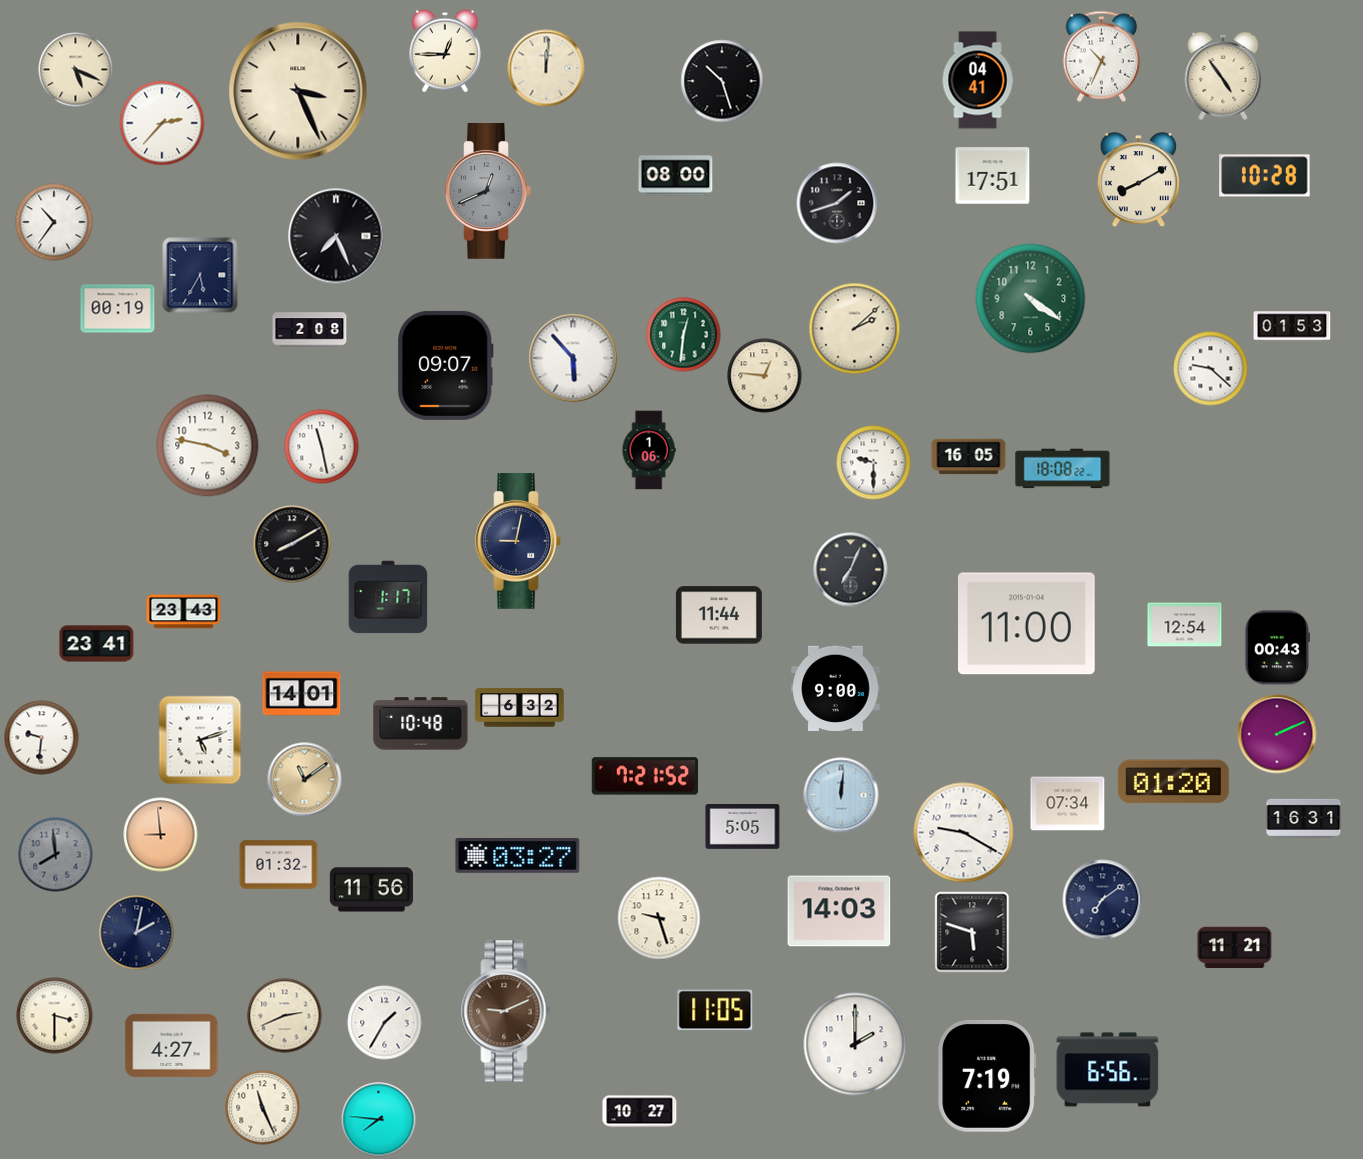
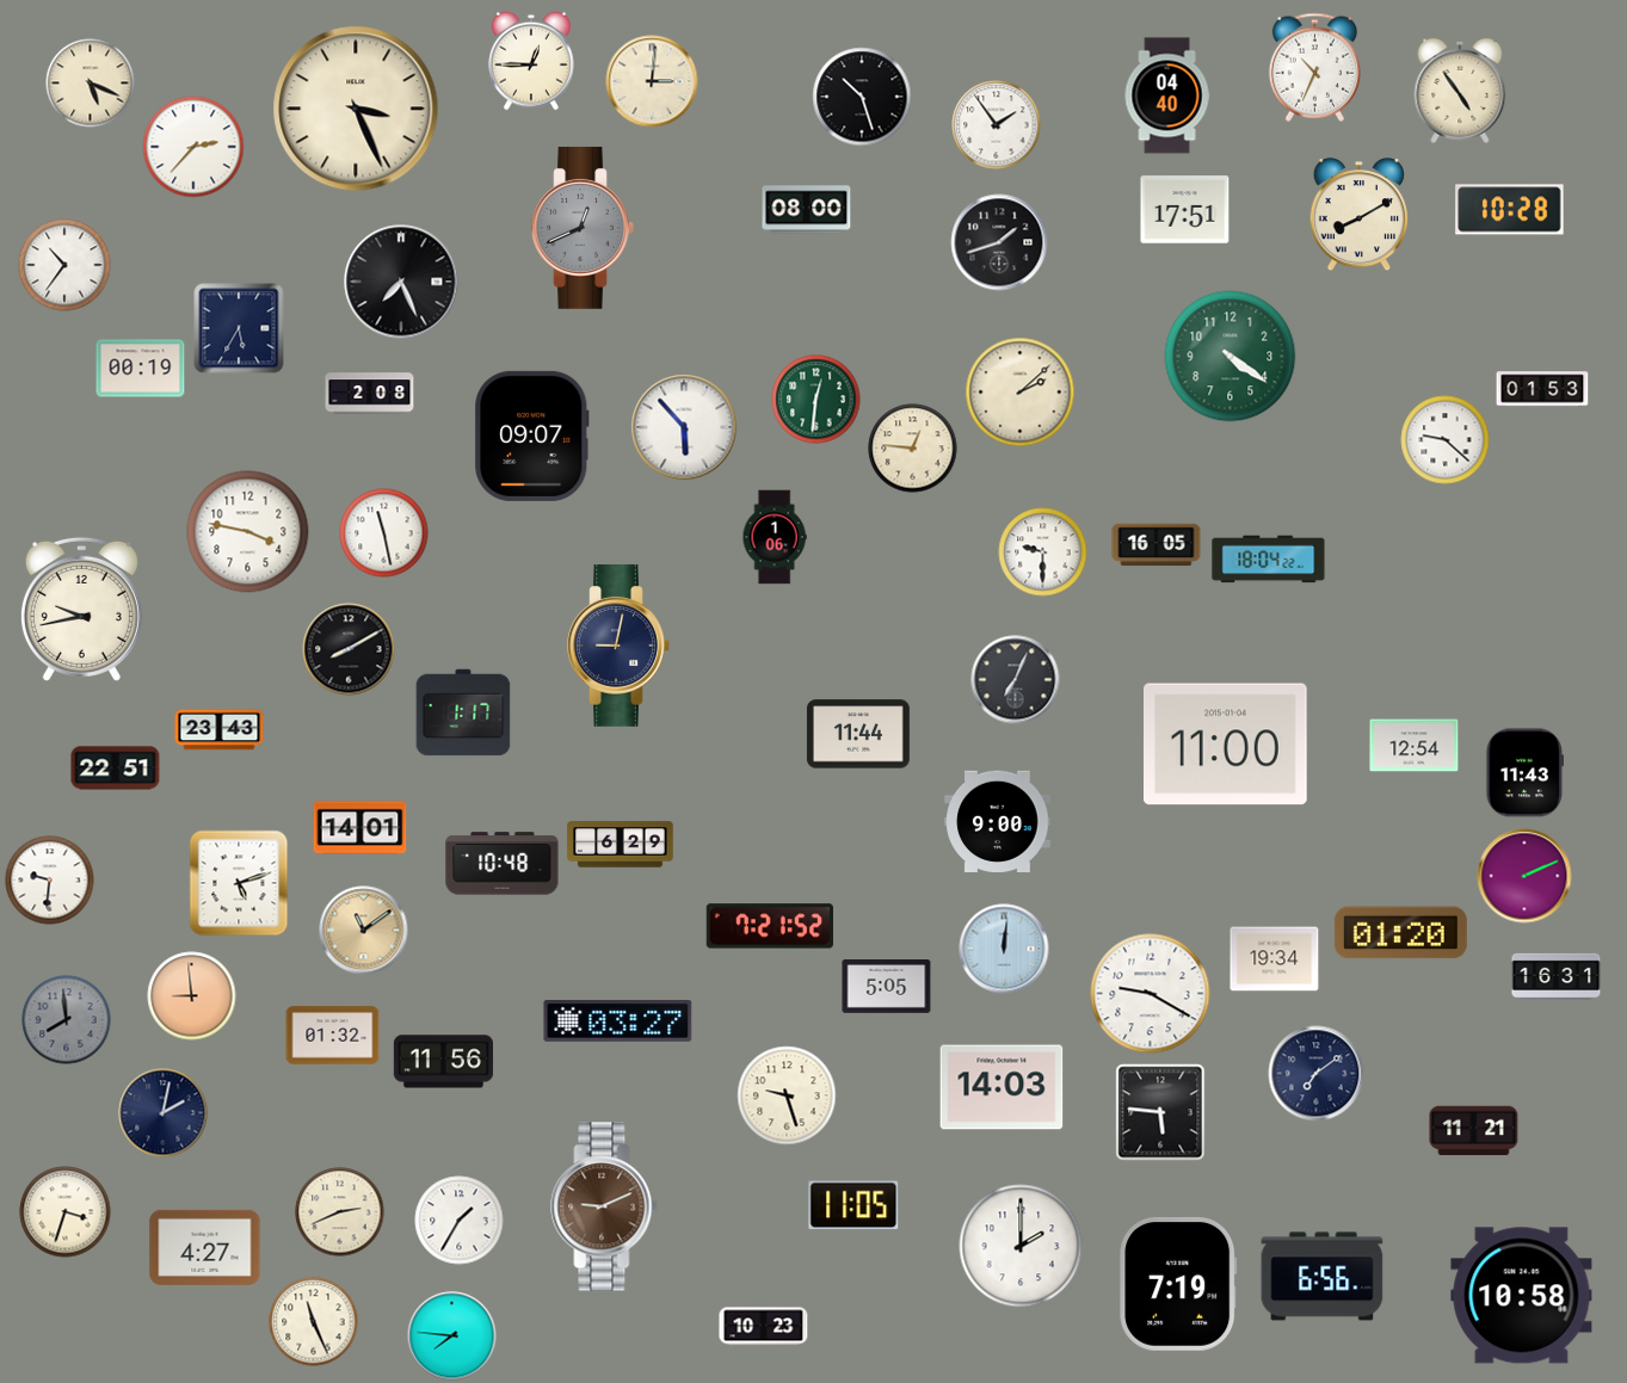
clock at (546, 68): 12:01 -> 3:01
clock at (978, 80): 04:41 -> 04:40
clock at (997, 125): none -> 1:54
clock at (1063, 469): 18:08 -> 18:04
clock at (81, 609): none -> 9:43
clock at (97, 644): 23:41 -> 22:51
clock at (1277, 648): 00:43 -> 11:43
clock at (520, 708): 6:32 -> 6:29
clock at (1068, 804): 07:34 -> 19:34
clock at (279, 865) position: (279, 865) -> (333, 1036)
clock at (972, 932): 5:48 -> 5:46
clock at (55, 1016): 3:30 -> 3:33
clock at (1522, 1296): none -> 10:58
clock at (640, 1112): 10:27 -> 10:23
